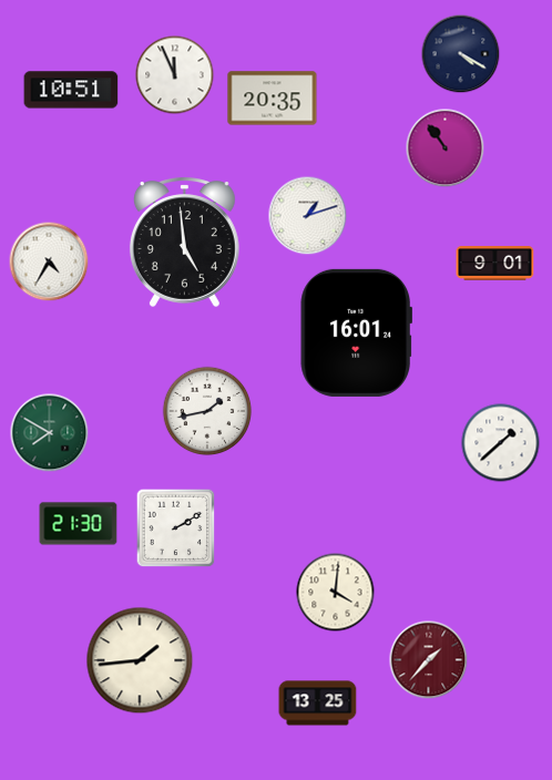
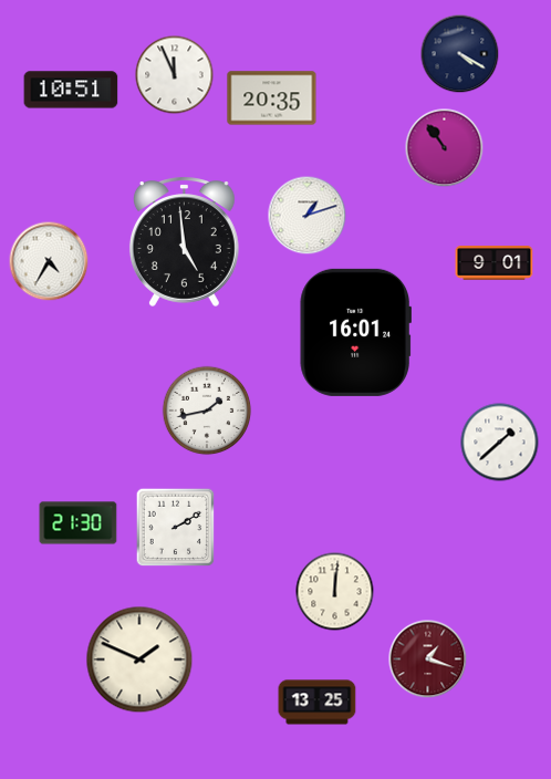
clock at (50, 433): 7:50 -> none
clock at (336, 593): 4:01 -> 12:01
clock at (140, 660): 1:44 -> 1:49
clock at (429, 660): 1:37 -> 1:18
